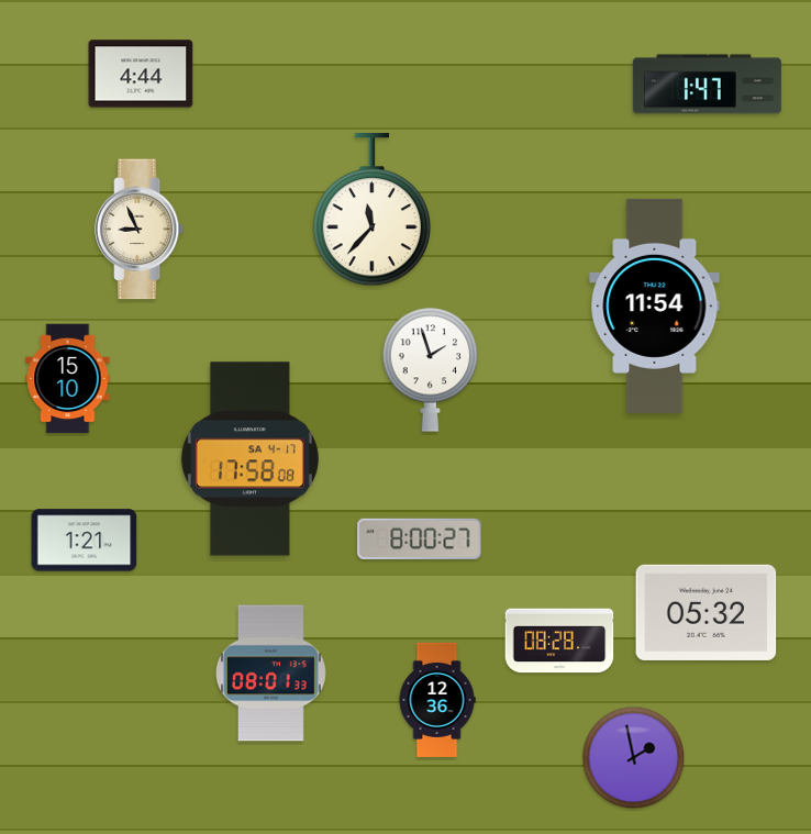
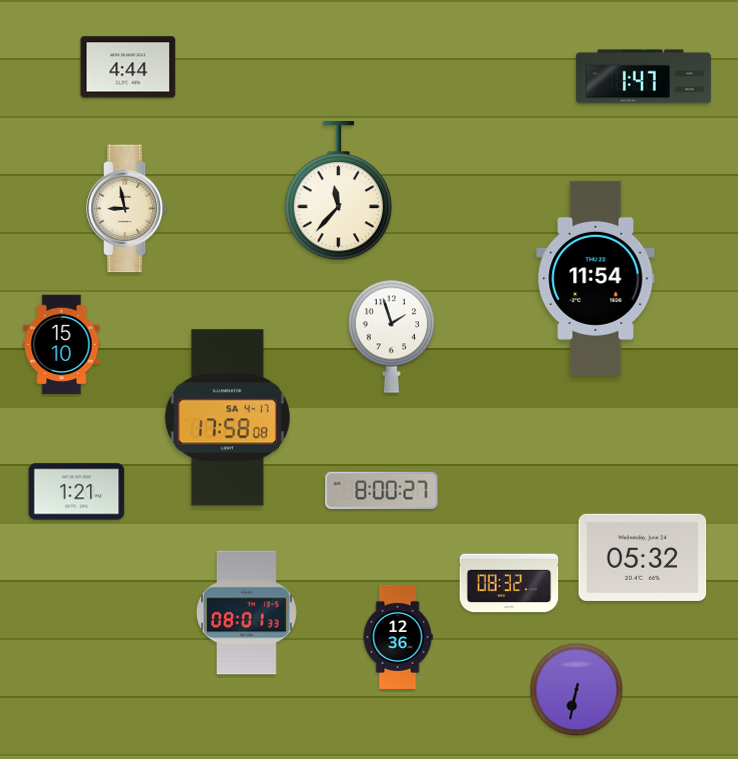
clock at (140, 230): 8:56 -> 8:58
clock at (559, 641): 08:28 -> 08:32
clock at (634, 758): 1:58 -> 6:32
